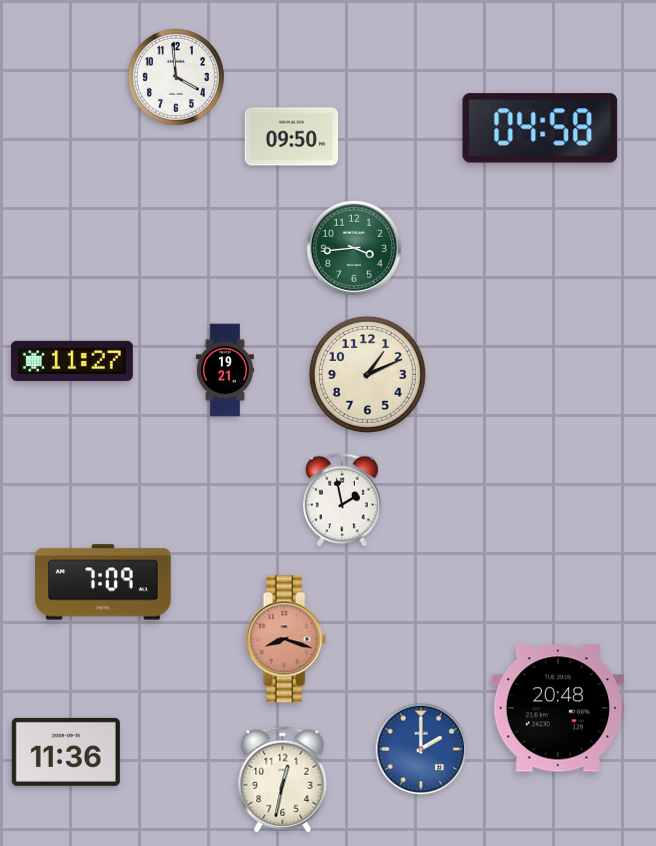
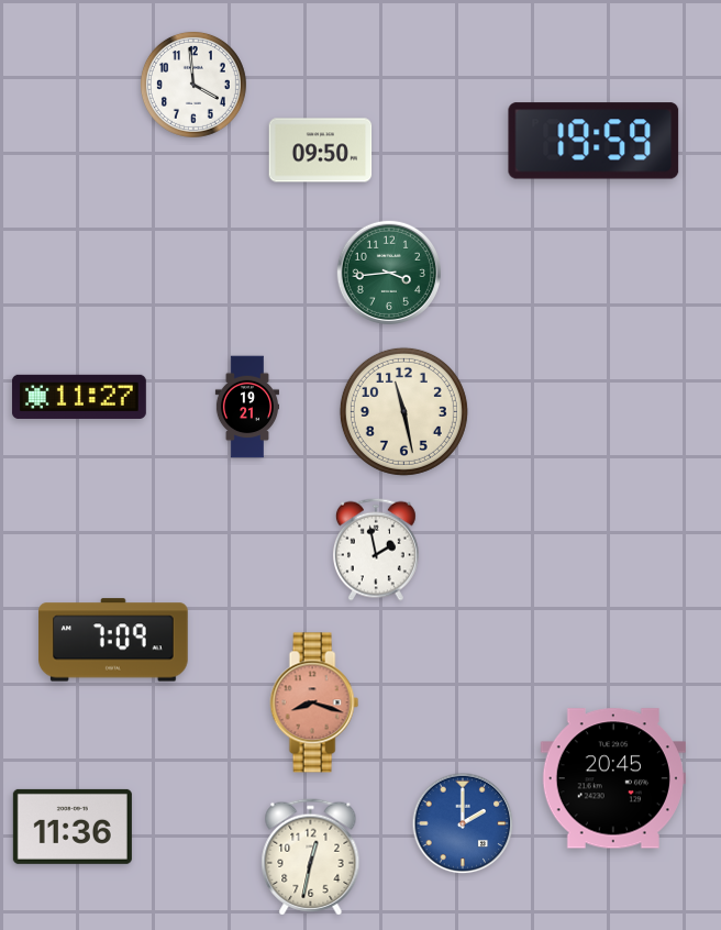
clock at (540, 128): 04:58 -> 19:59
clock at (367, 374): 1:11 -> 11:28
clock at (558, 708): 20:48 -> 20:45
